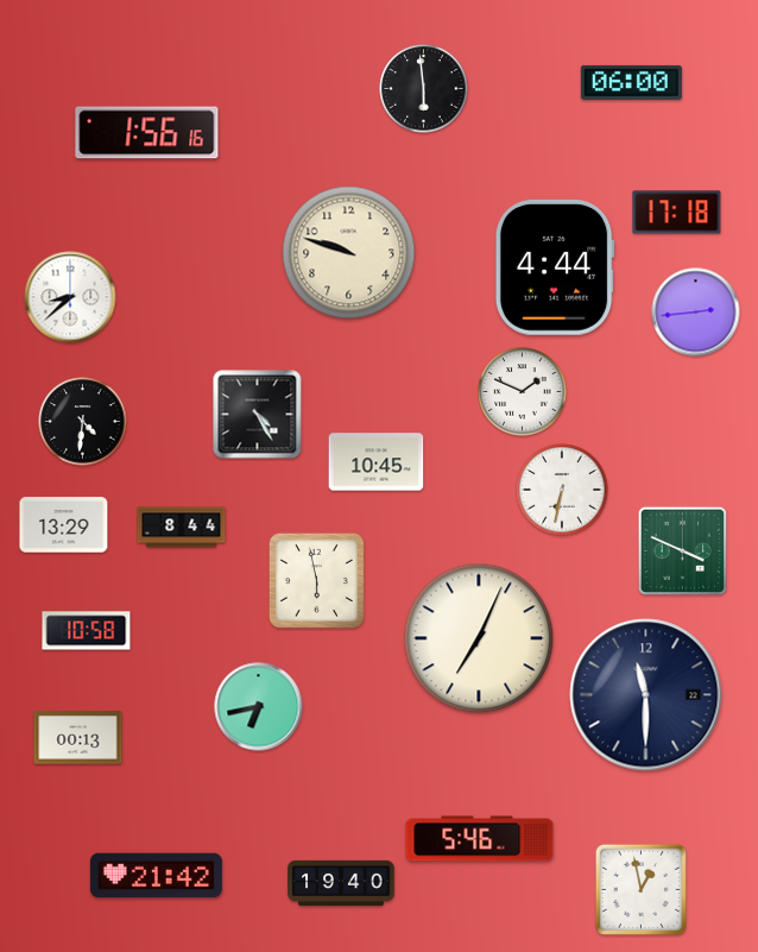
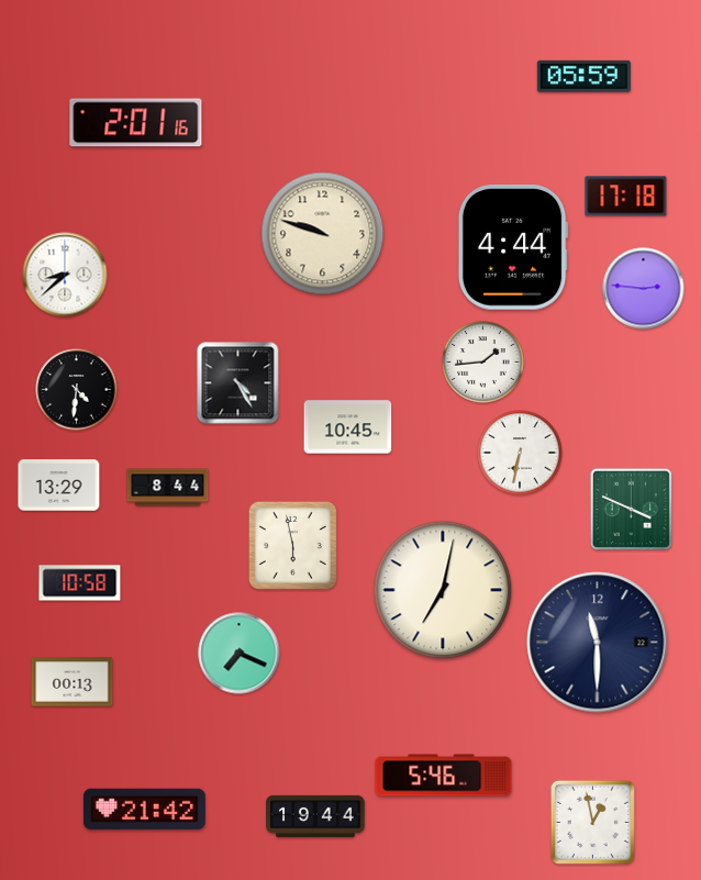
clock at (631, 82): 06:00 -> 05:59
clock at (424, 89): 5:59 -> none
clock at (147, 133): 1:56 -> 2:01
clock at (696, 313): 2:44 -> 2:46
clock at (523, 392): 1:49 -> 1:44
clock at (316, 580) position: (316, 580) -> (292, 545)
clock at (479, 638): 7:04 -> 7:02
clock at (259, 707): 6:43 -> 7:19
clock at (341, 883): 19:40 -> 19:44
